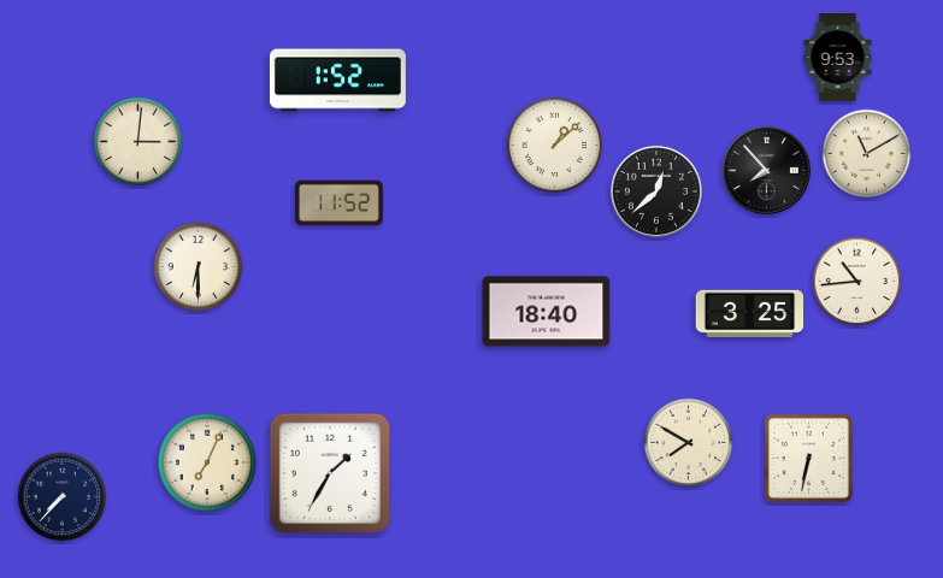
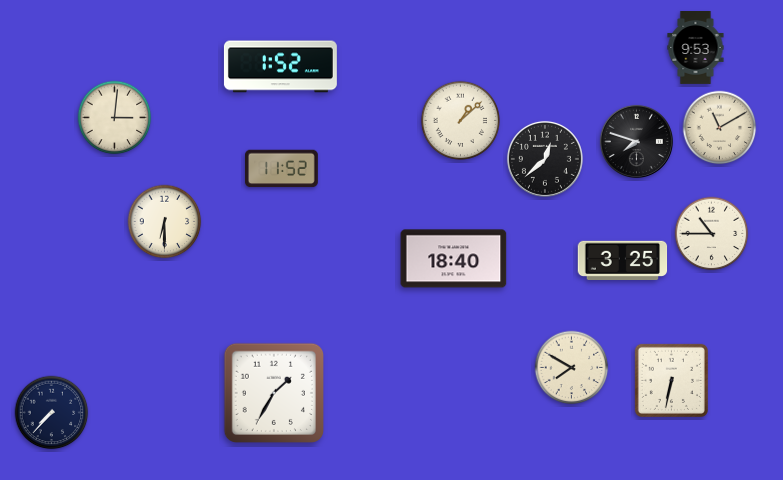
clock at (766, 170): 7:53 -> 7:48
clock at (857, 282): 10:44 -> 10:45
clock at (207, 462): 7:04 -> none
